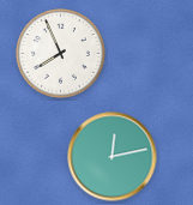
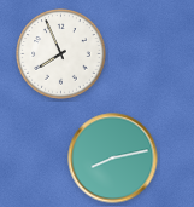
clock at (113, 157): 12:13 -> 8:13
